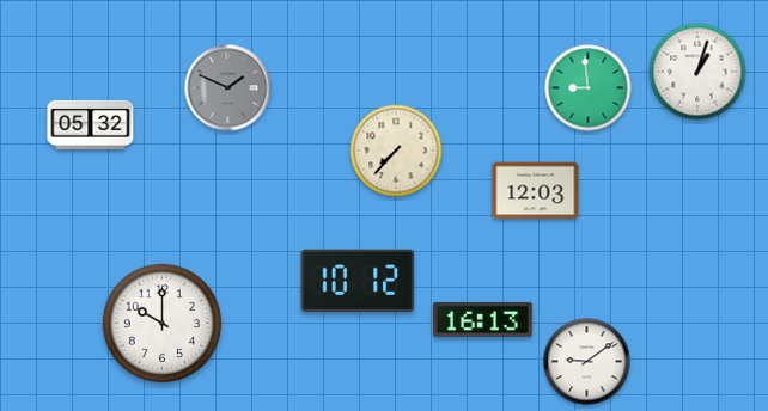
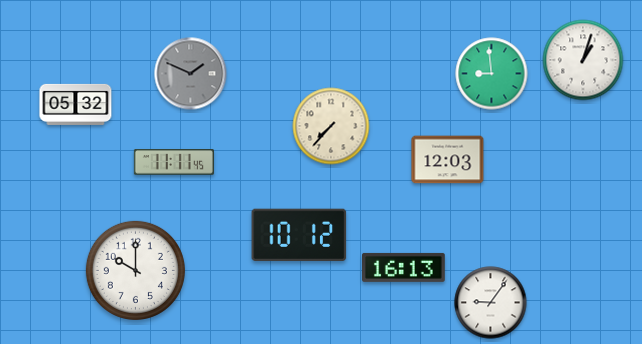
clock at (174, 162): none -> 11:11
clock at (587, 362): 9:09 -> 9:06
